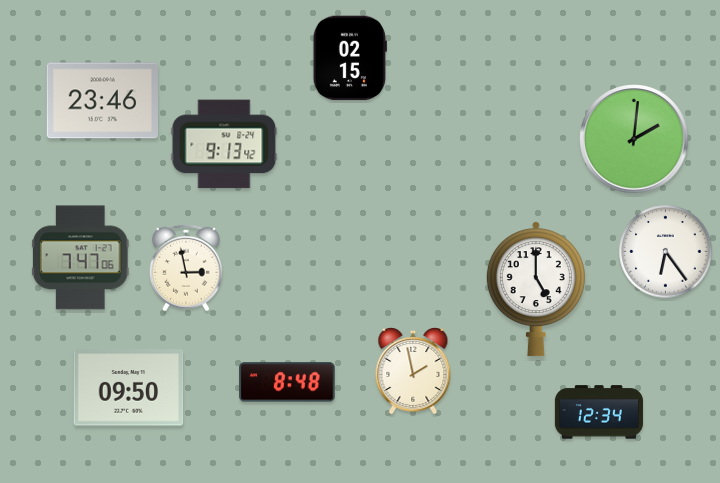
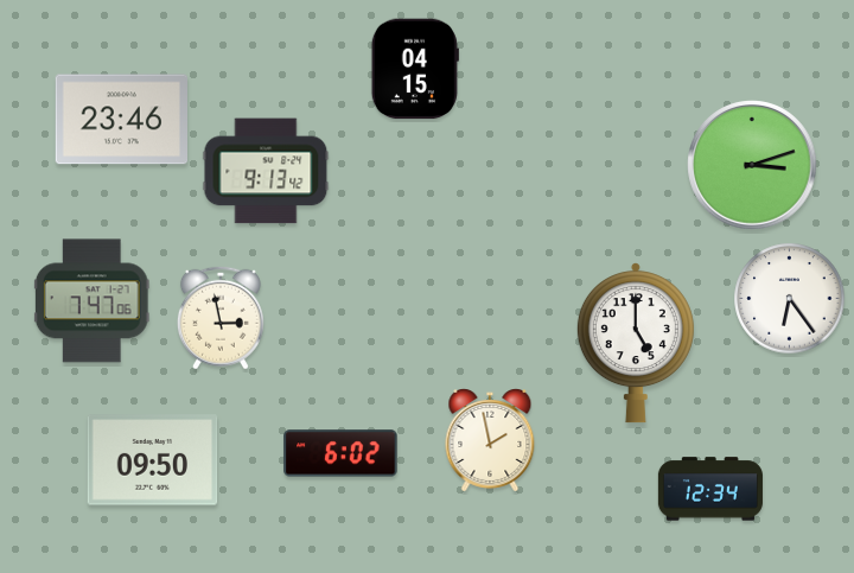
clock at (350, 58): 02:15 -> 04:15
clock at (634, 139): 2:01 -> 3:12
clock at (80, 258) position: (80, 258) -> (91, 301)
clock at (287, 382): 8:48 -> 6:02
